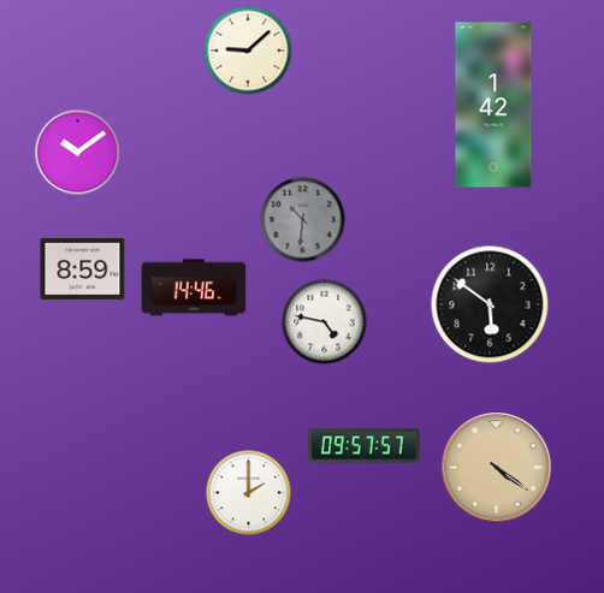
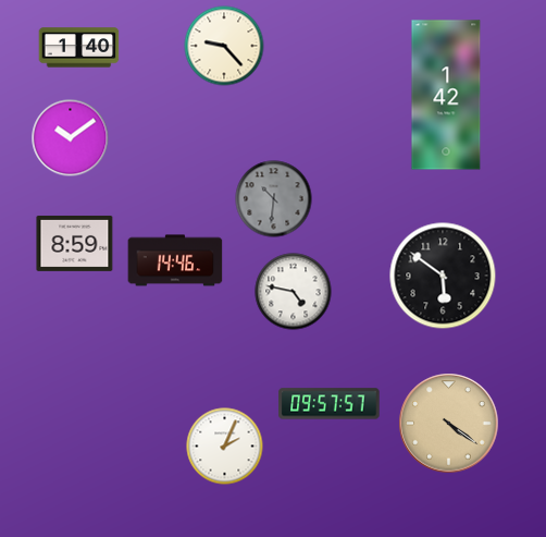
clock at (248, 51): 9:08 -> 9:23
clock at (79, 48): none -> 1:40
clock at (249, 493): 2:00 -> 2:04
